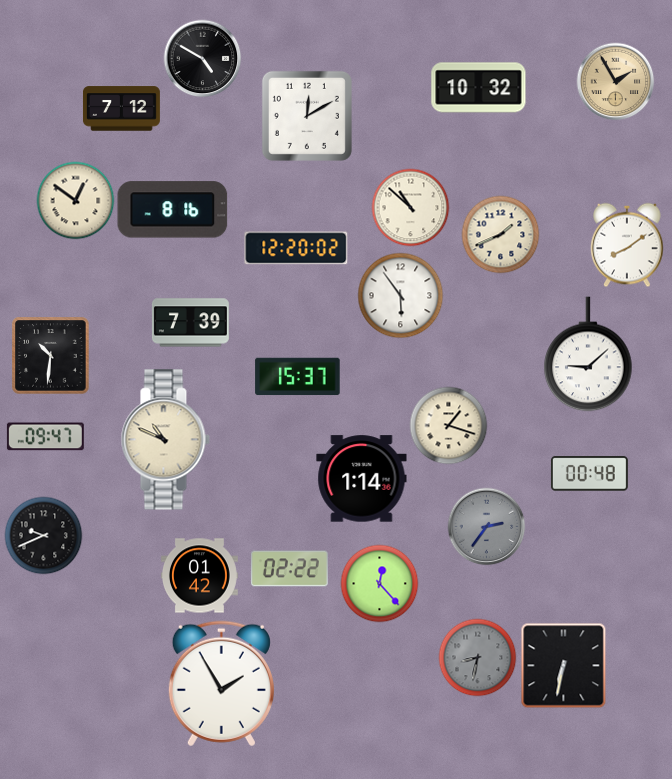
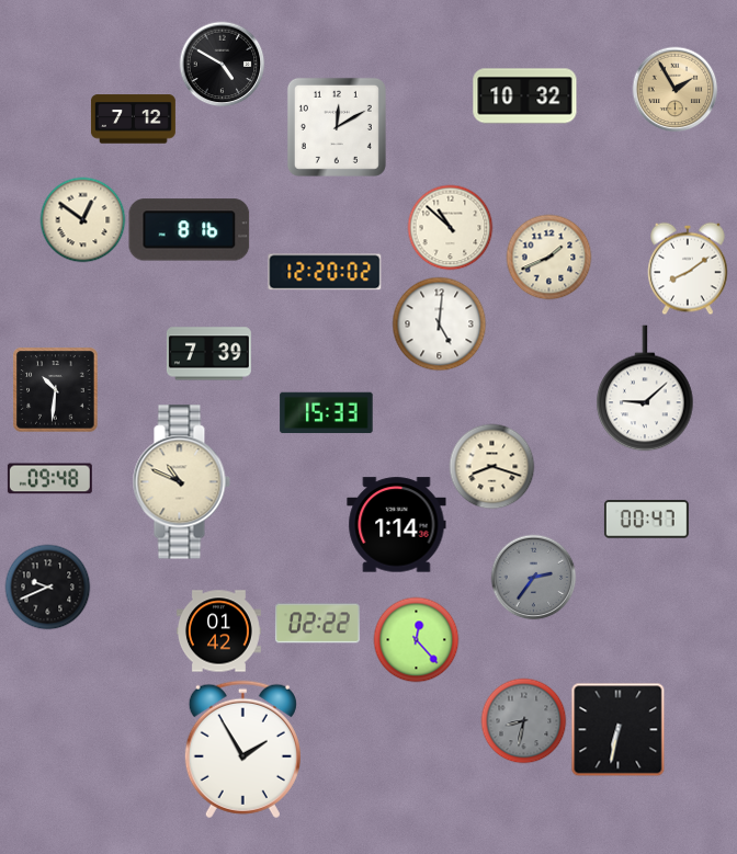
clock at (400, 295): 5:54 -> 5:01
clock at (298, 377): 15:37 -> 15:33
clock at (448, 425): 1:18 -> 8:18
clock at (45, 437): 09:47 -> 09:48
clock at (589, 474): 00:48 -> 00:47
